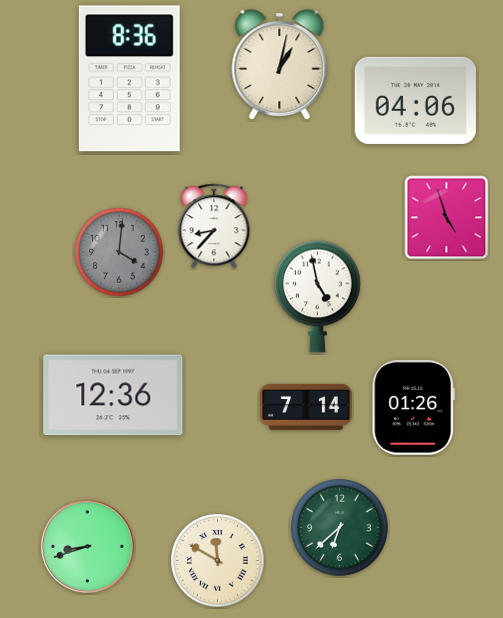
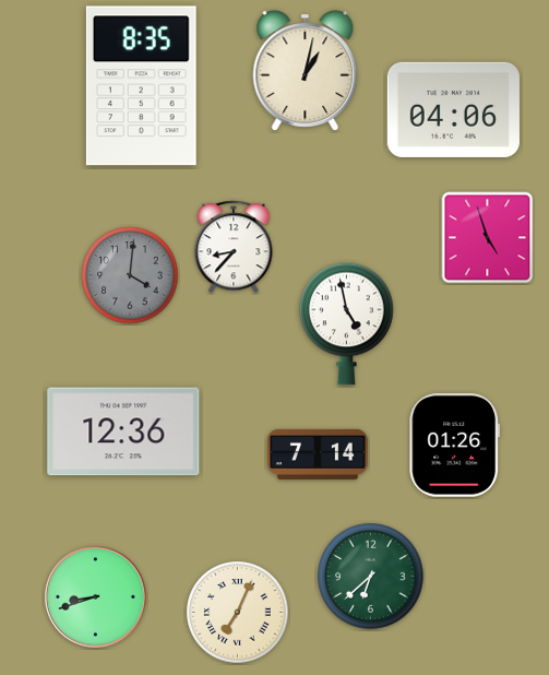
clock at (129, 79): 8:36 -> 8:35
clock at (307, 407) position: (307, 407) -> (319, 454)
clock at (414, 408) position: (414, 408) -> (455, 446)
clock at (218, 561): 11:50 -> 7:04
